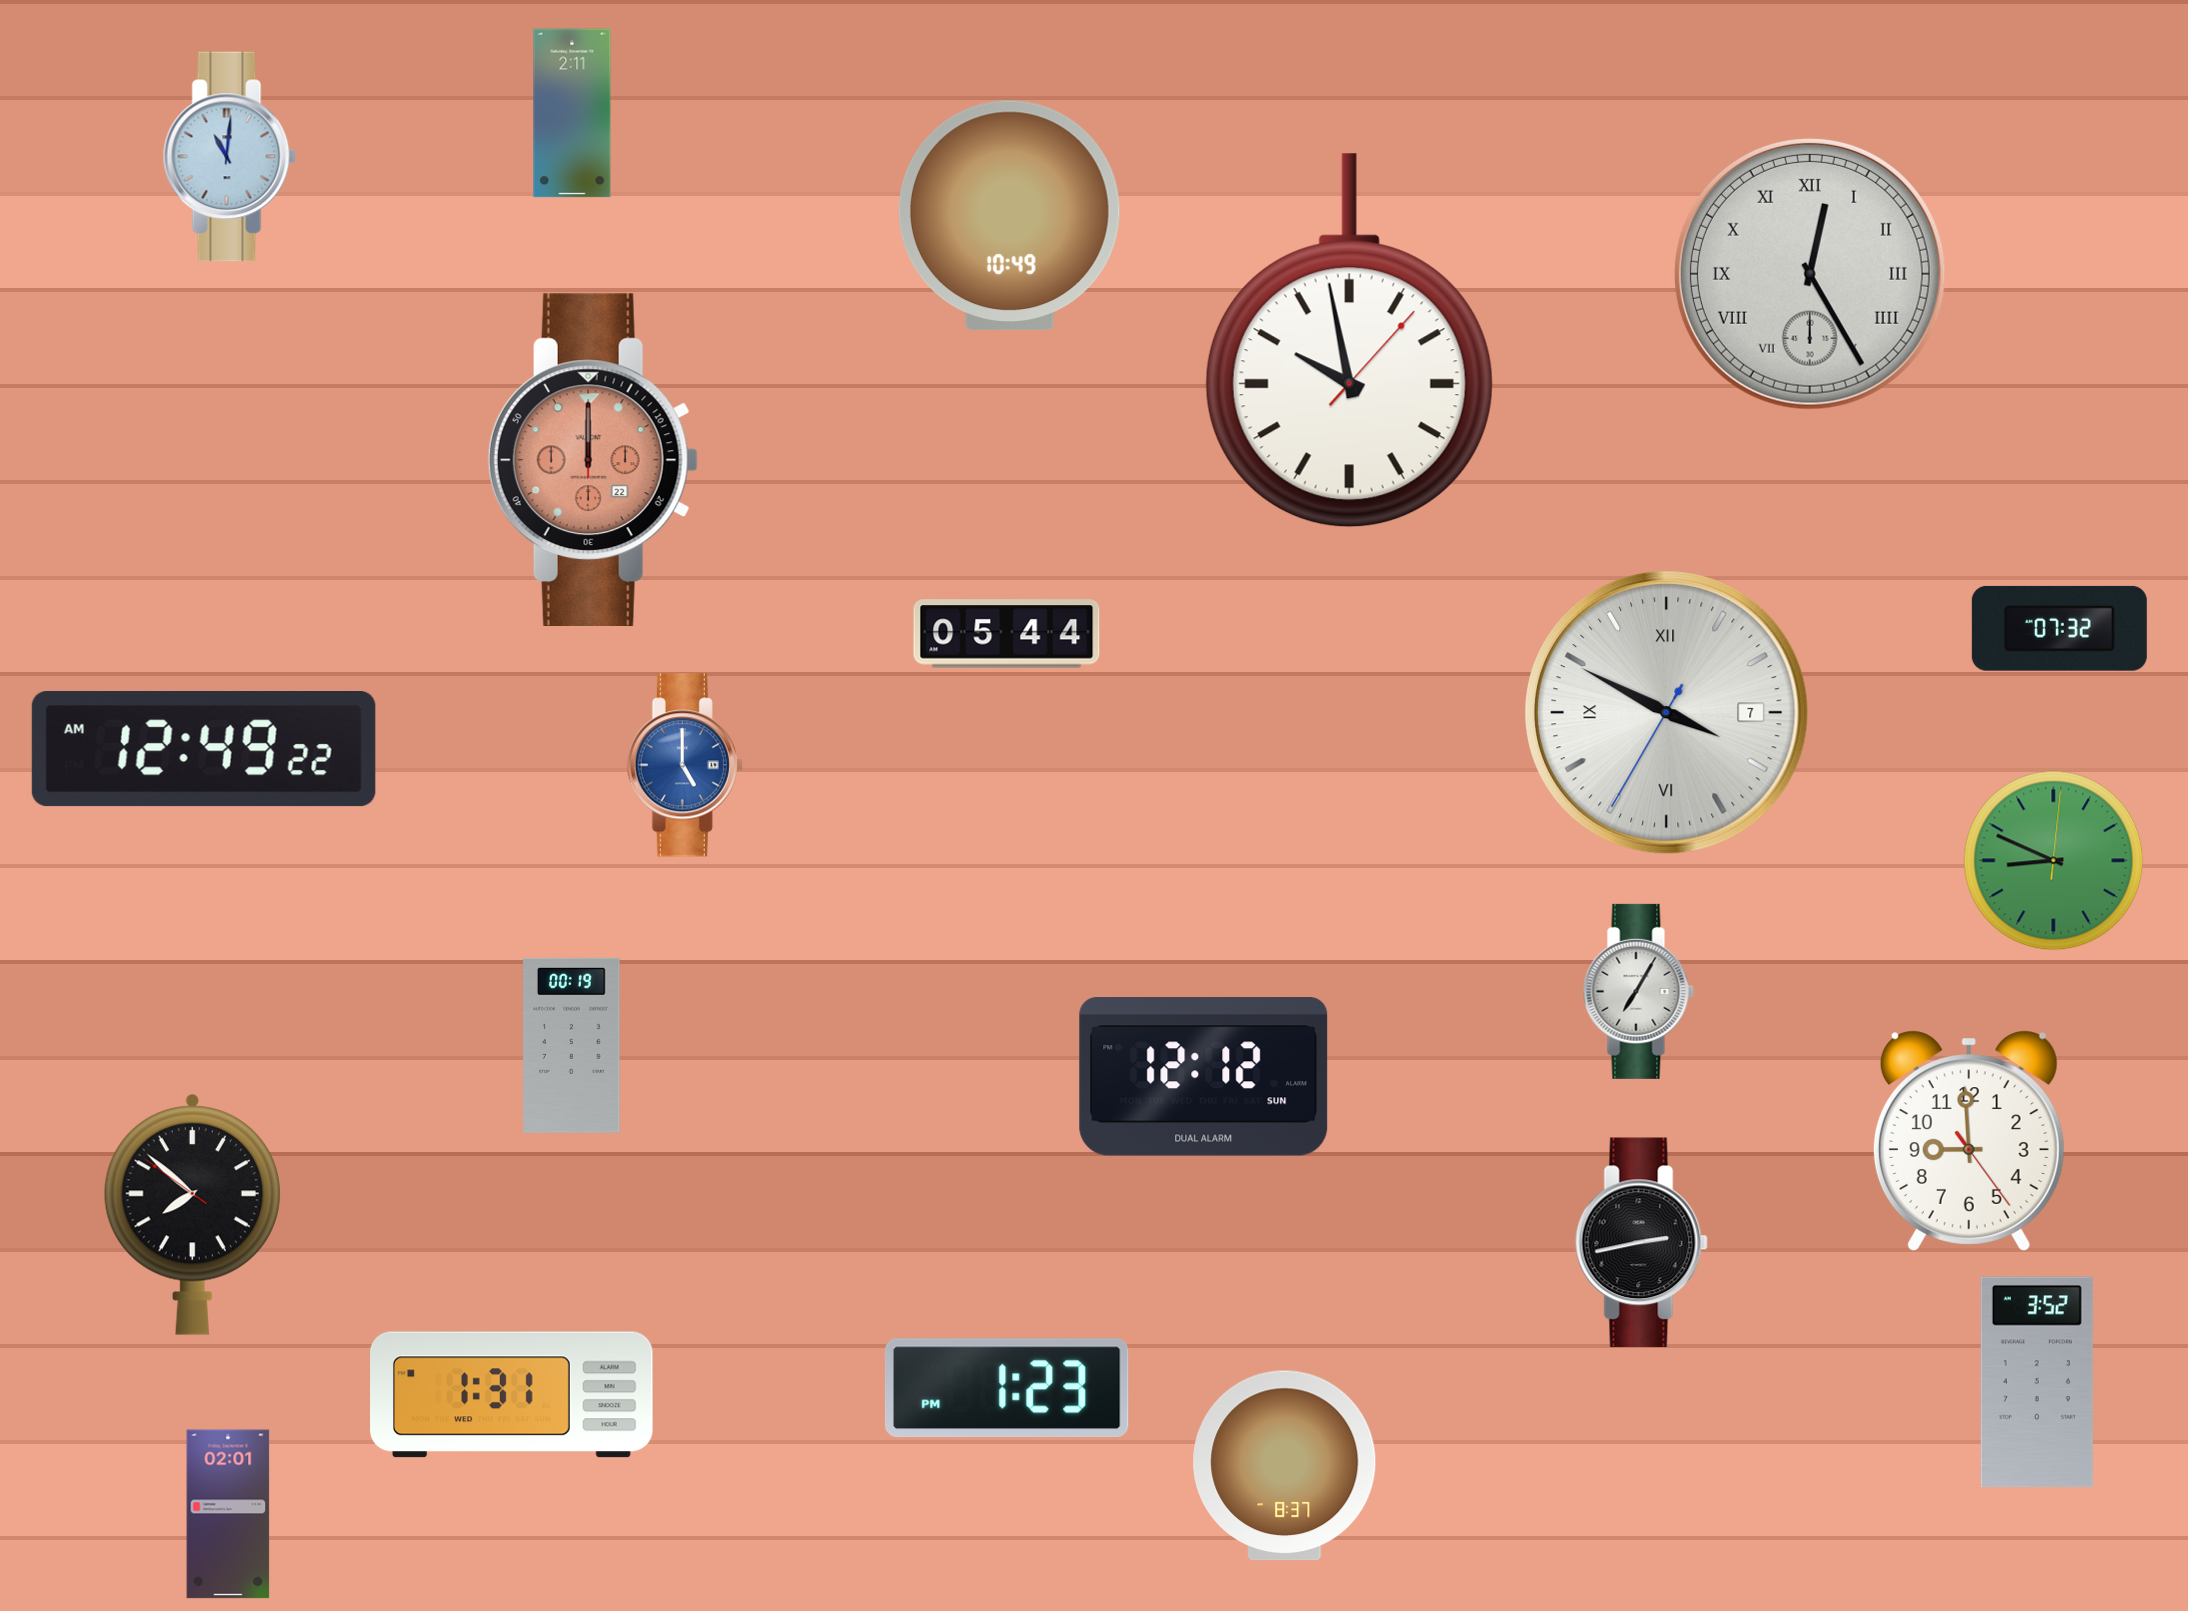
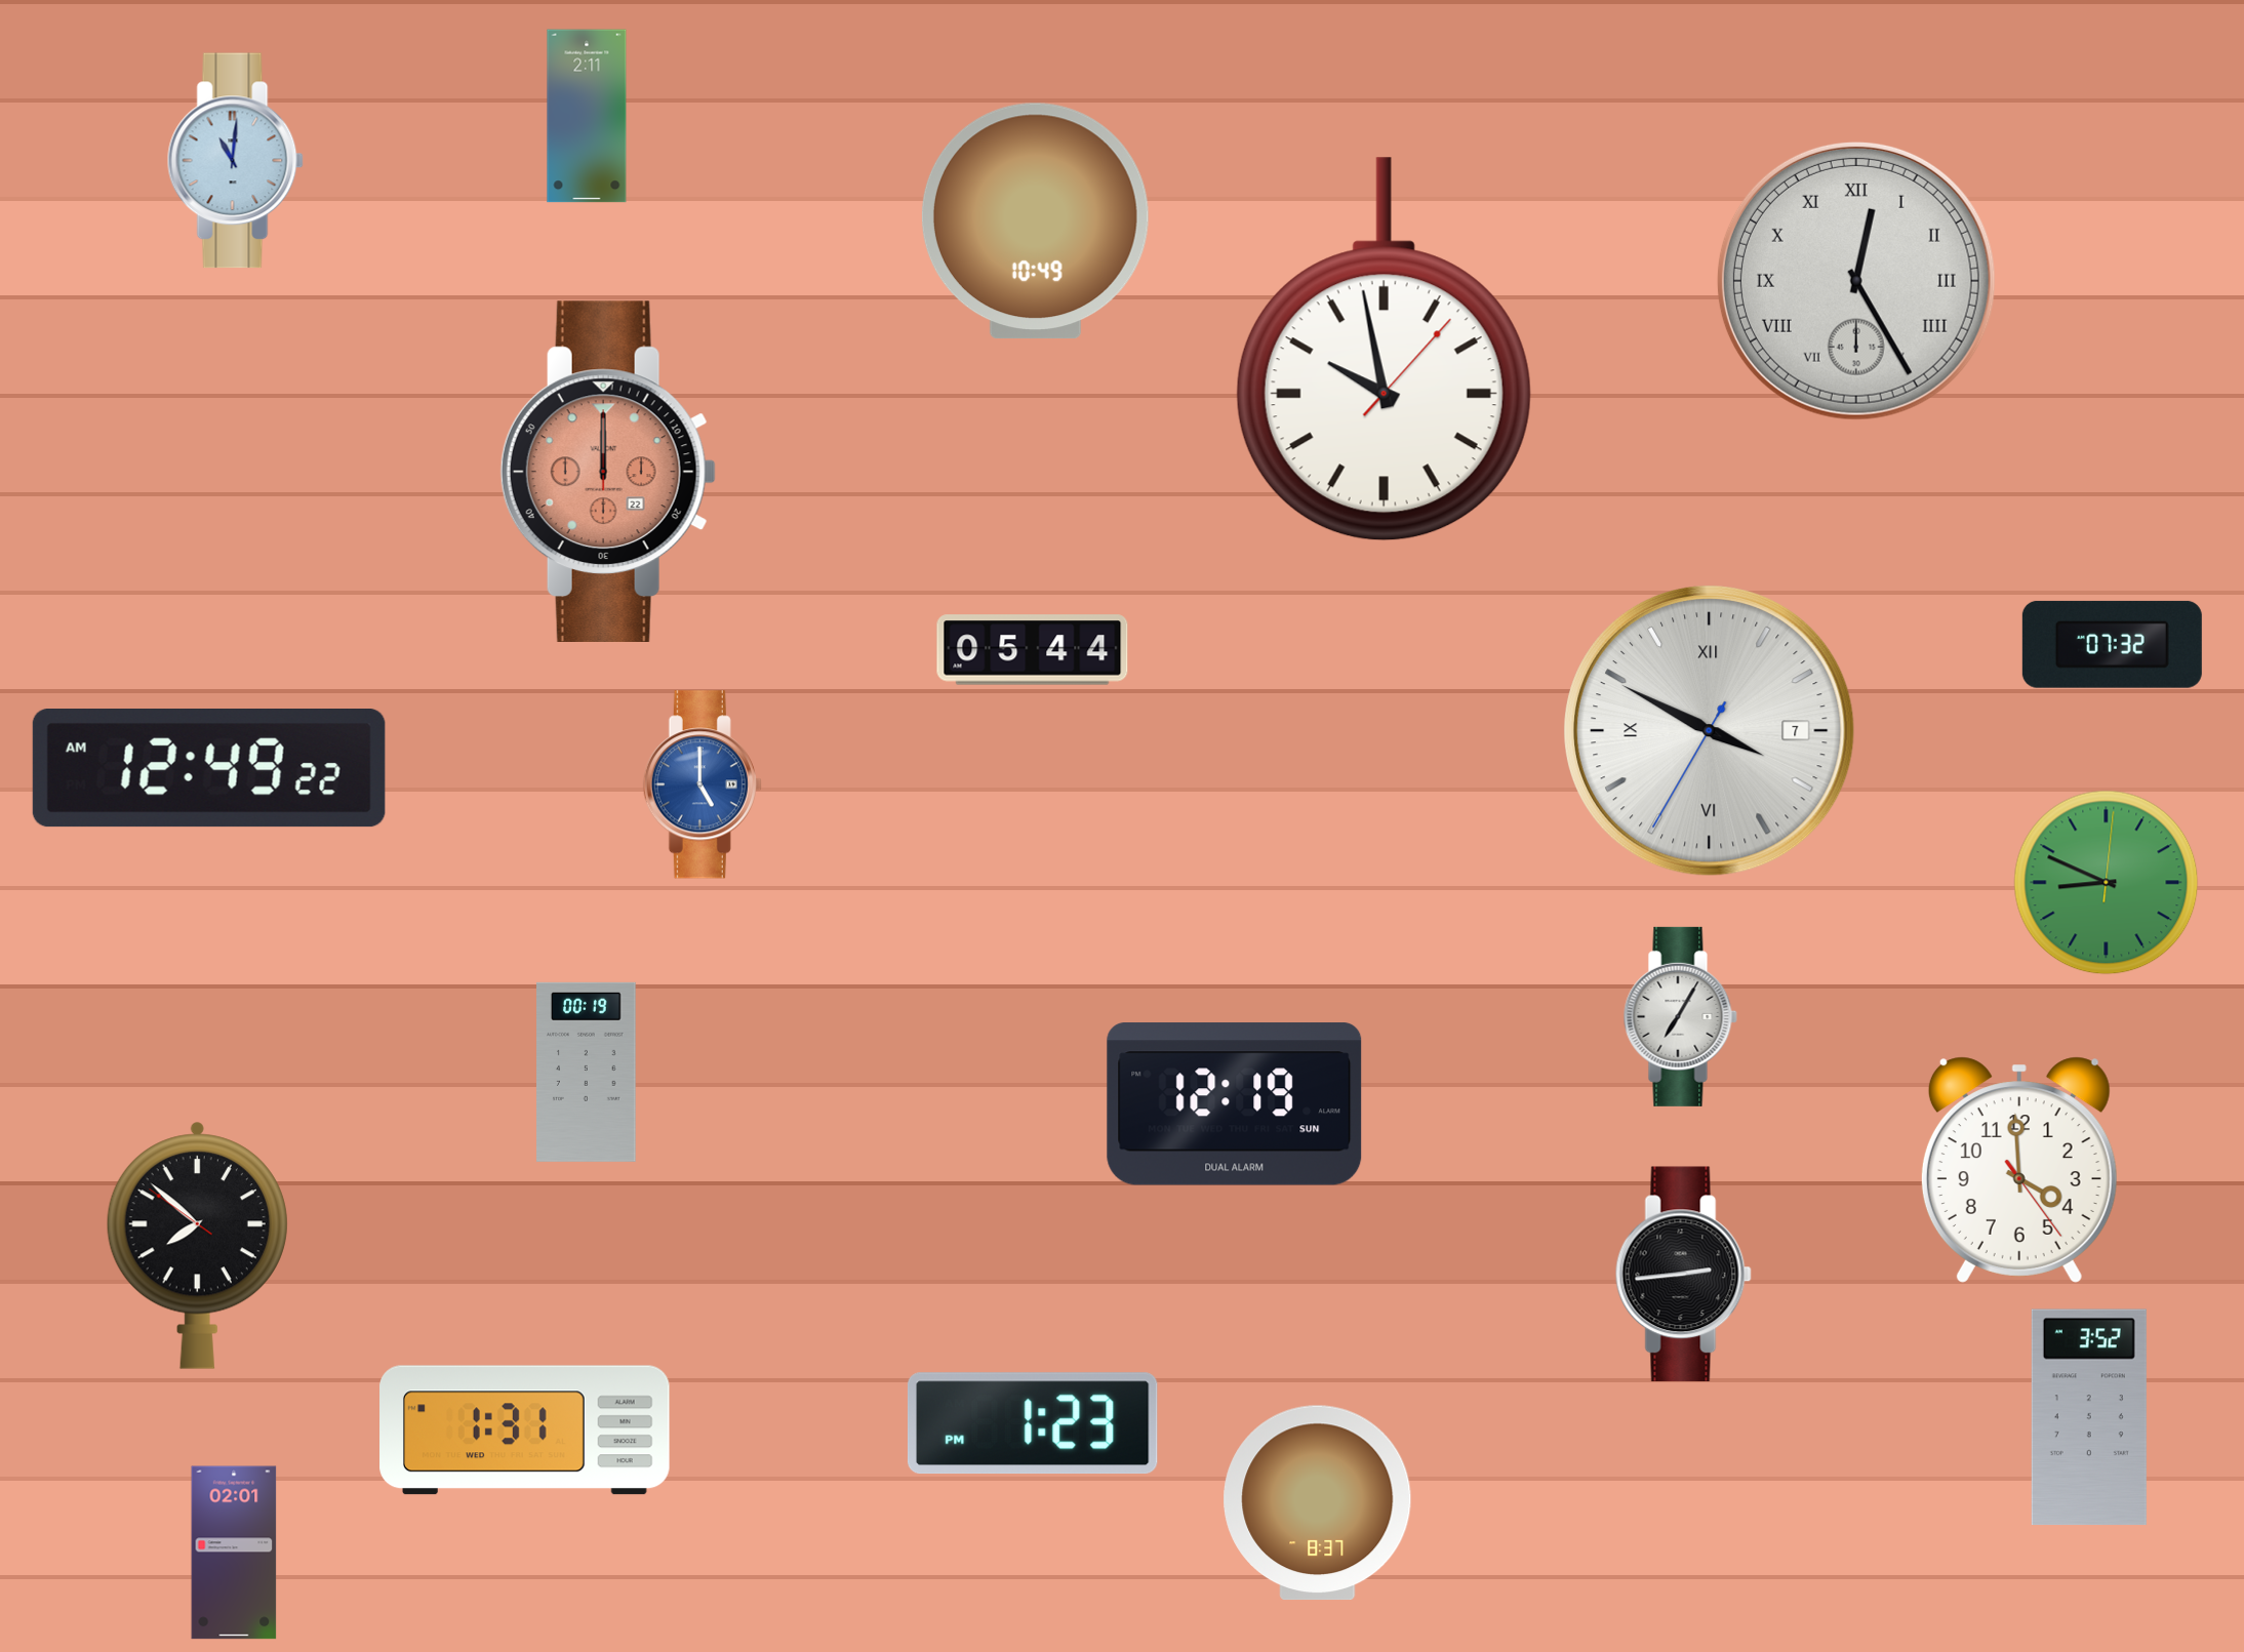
clock at (1204, 1077): 12:12 -> 12:19
clock at (1969, 1141): 8:59 -> 3:59
clock at (1641, 1243): 2:43 -> 2:44
